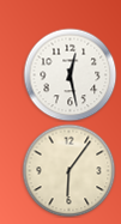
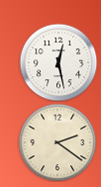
clock at (68, 170): 6:06 -> 2:21
